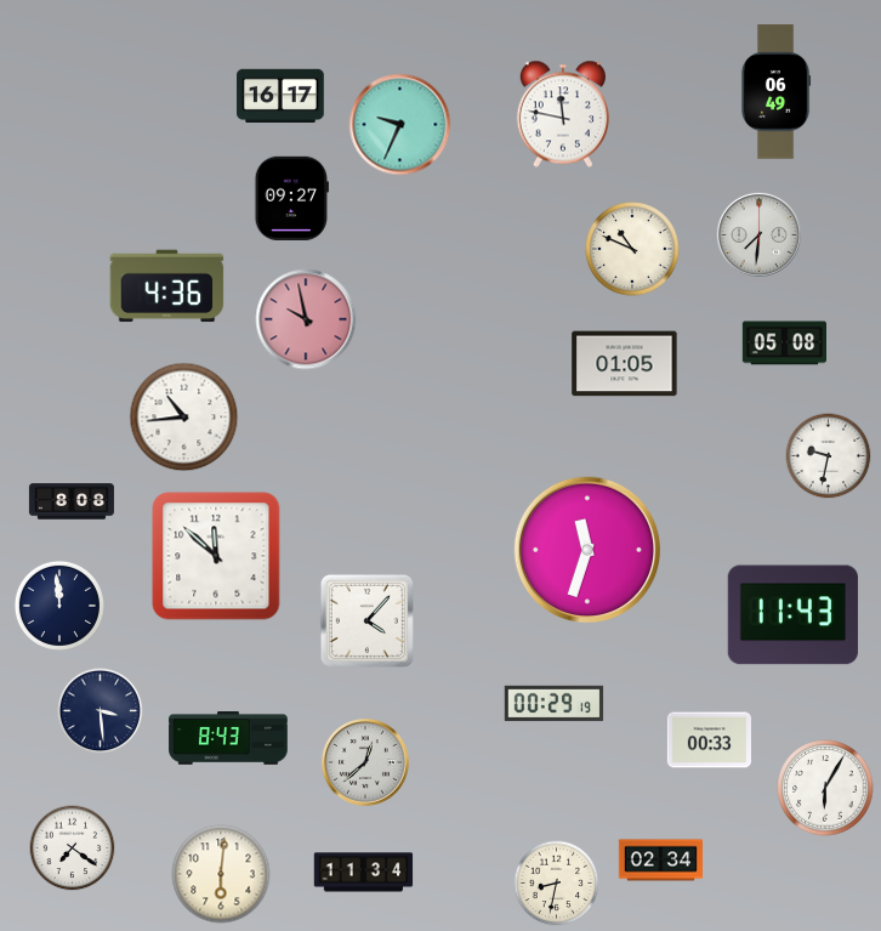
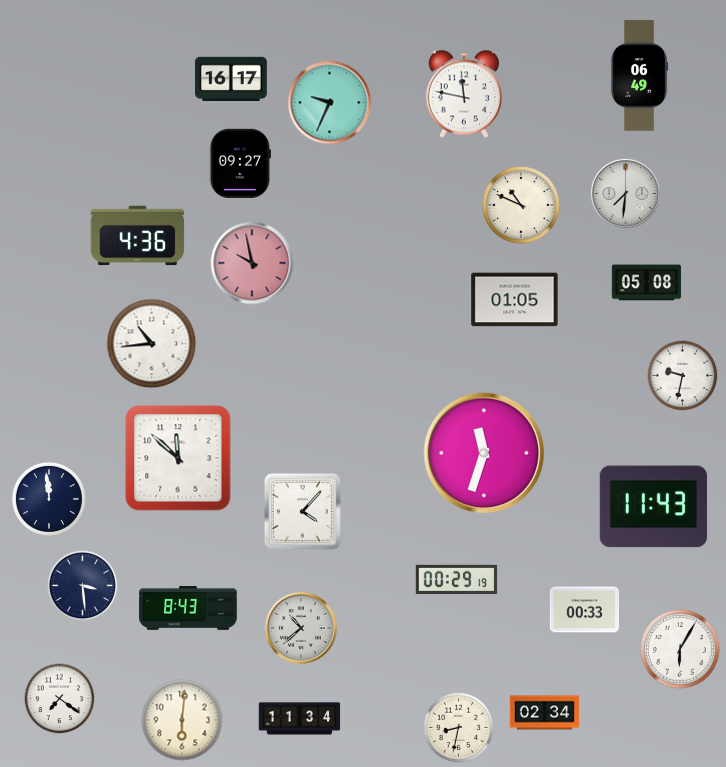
clock at (72, 501): 8:08 -> none
clock at (366, 763): 12:38 -> 10:38
clock at (661, 861) position: (661, 861) -> (545, 713)
